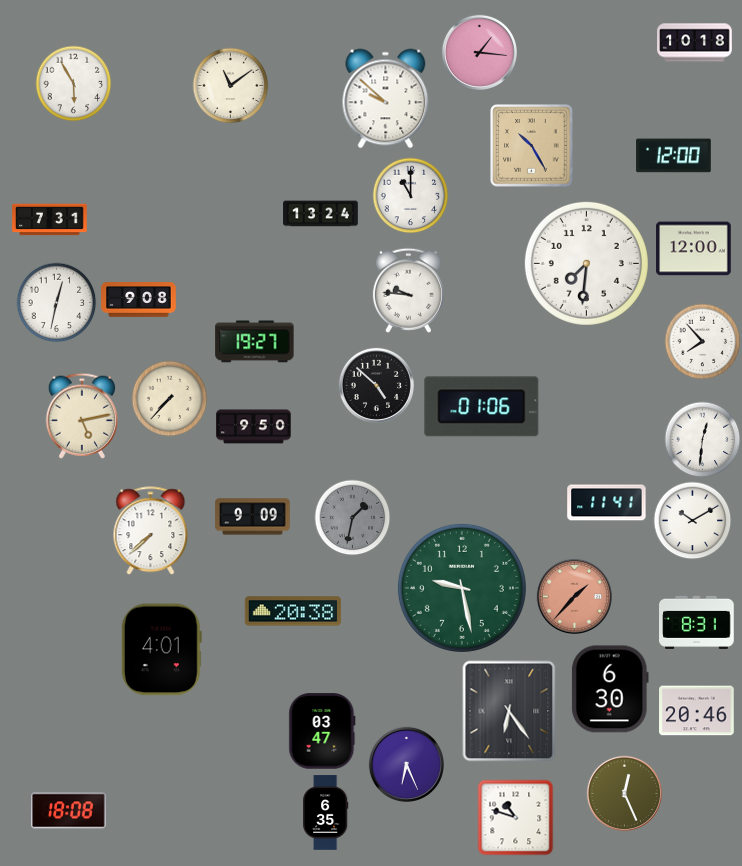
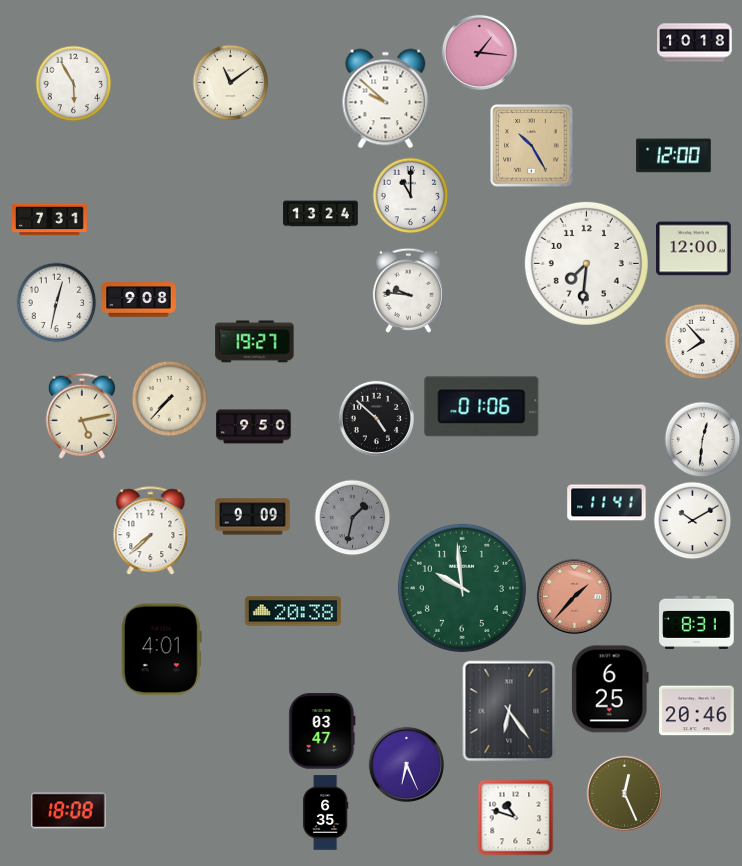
clock at (231, 86) position: (231, 86) -> (231, 83)
clock at (376, 385) position: (376, 385) -> (376, 418)
clock at (462, 588): 9:28 -> 9:59
clock at (610, 689): 6:30 -> 6:25
